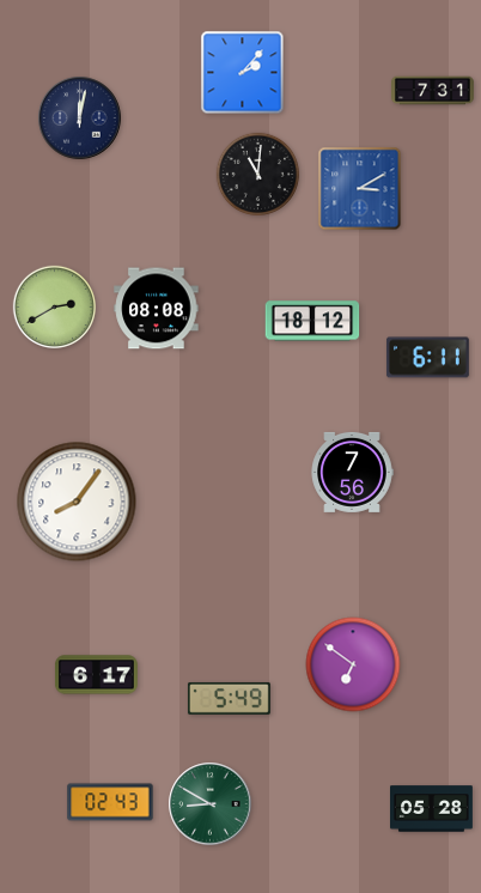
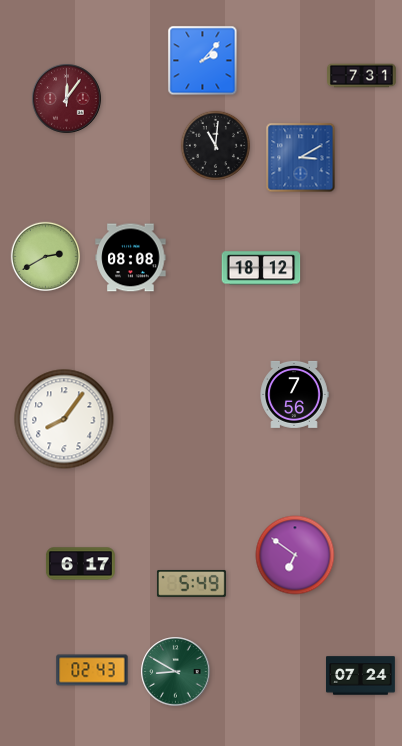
clock at (80, 119): 12:02 -> 12:06
clock at (80, 119) dial: navy -> burgundy
clock at (427, 358): 6:11 -> none
clock at (432, 809): 05:28 -> 07:24
